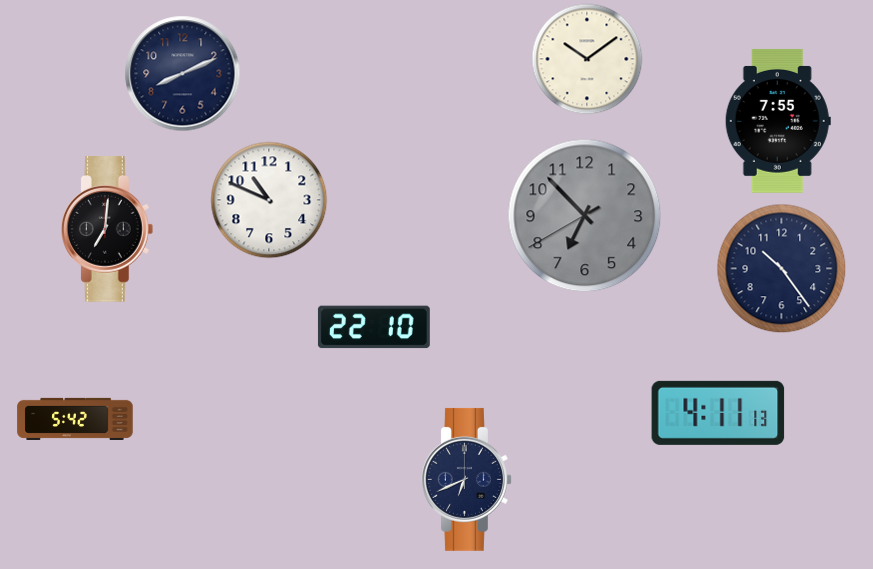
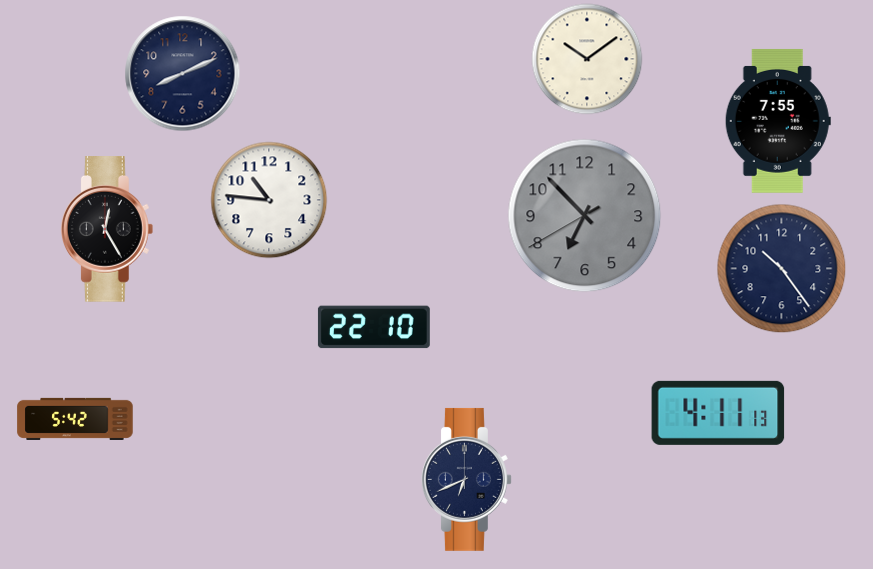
clock at (269, 200): 10:49 -> 10:46
clock at (107, 229): 7:01 -> 12:25
